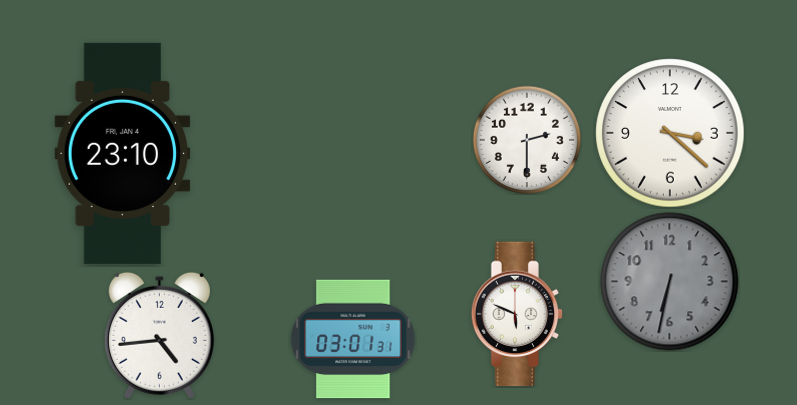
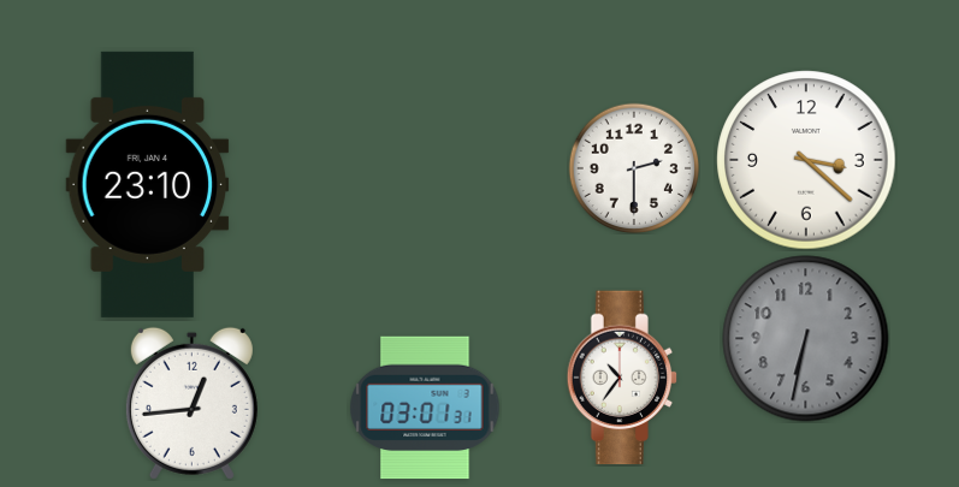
clock at (517, 314): 5:49 -> 10:36
clock at (159, 335): 4:44 -> 12:44
